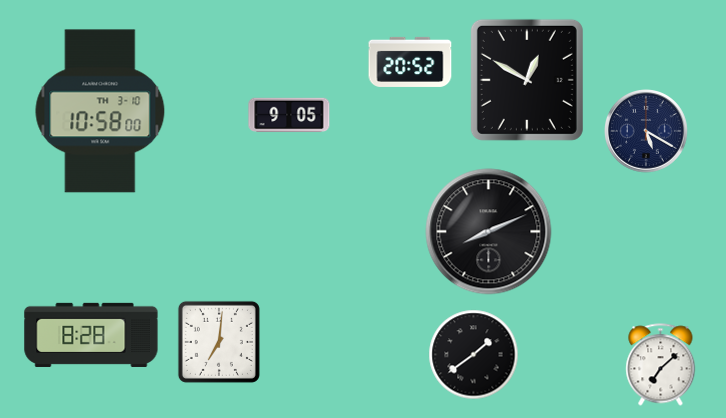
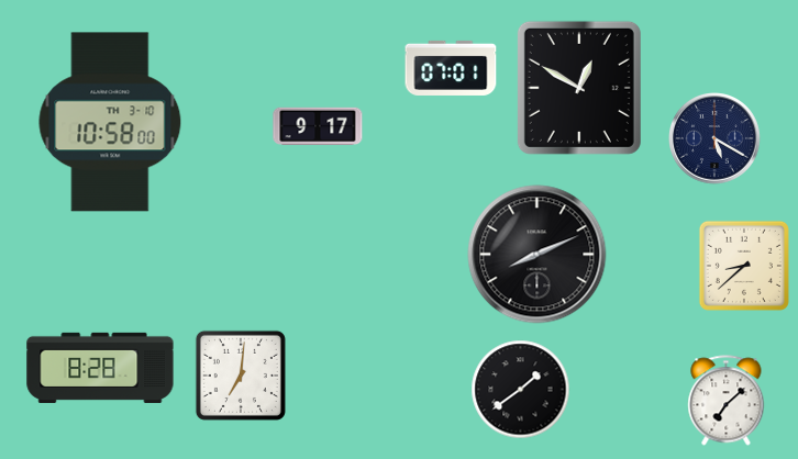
clock at (410, 62): 20:52 -> 07:01
clock at (289, 115): 9:05 -> 9:17
clock at (647, 132) position: (647, 132) -> (716, 139)
clock at (744, 266): none -> 8:38
